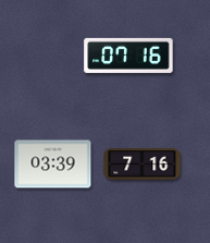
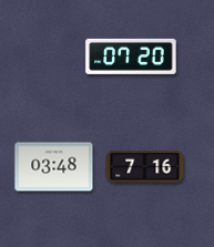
clock at (128, 56): 07:16 -> 07:20
clock at (53, 165): 03:39 -> 03:48
